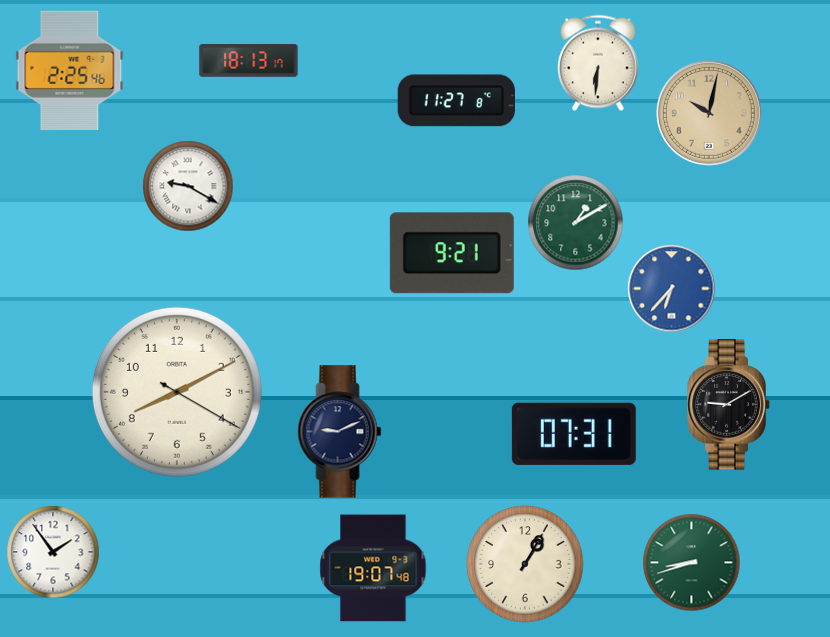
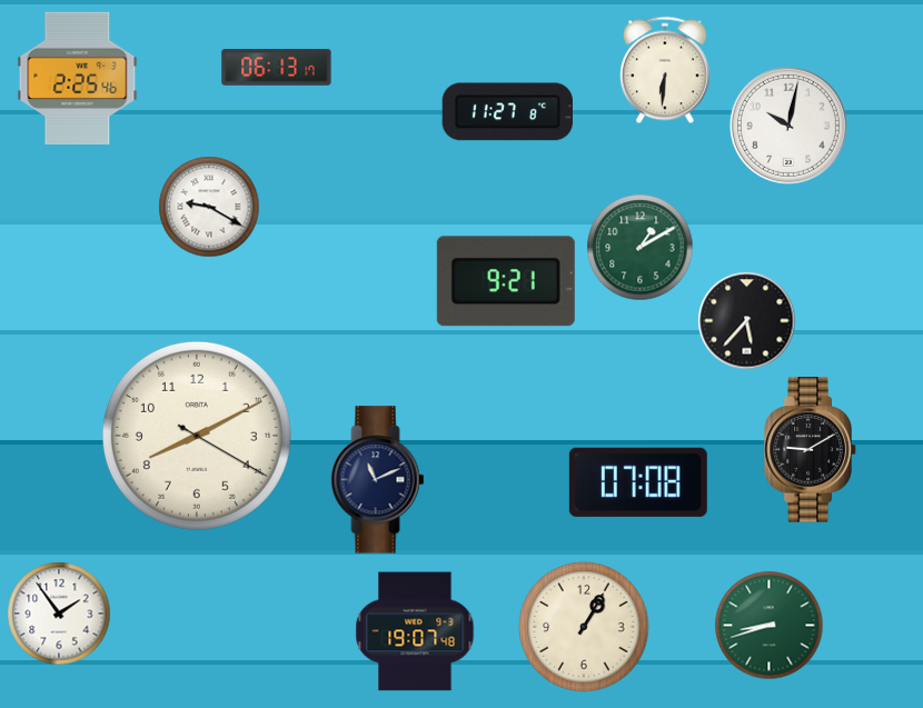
clock at (249, 61): 18:13 -> 06:13
clock at (709, 113) dial: champagne -> white
clock at (452, 253) position: (452, 253) -> (506, 281)
clock at (672, 289): 6:37 -> 5:37
clock at (672, 289) dial: blue -> black
clock at (340, 432): 9:11 -> 11:11
clock at (574, 434): 07:31 -> 07:08
